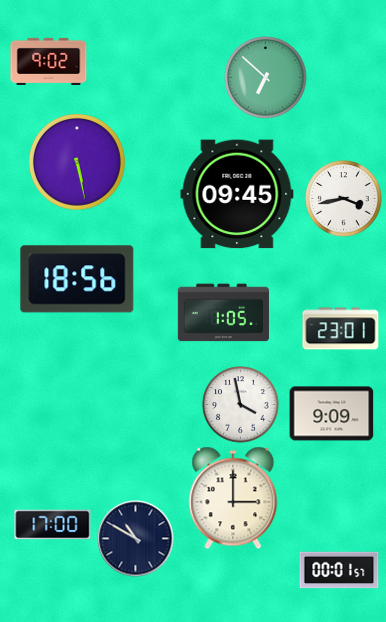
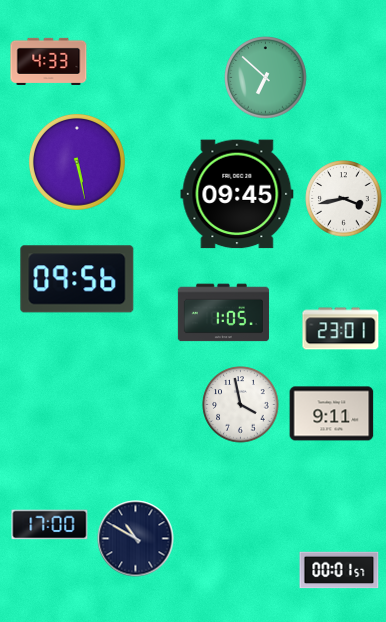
clock at (49, 61): 9:02 -> 4:33
clock at (77, 279): 18:56 -> 09:56
clock at (332, 414): 9:09 -> 9:11
clock at (233, 498): 3:00 -> none
clock at (53, 525) position: (53, 525) -> (50, 525)
